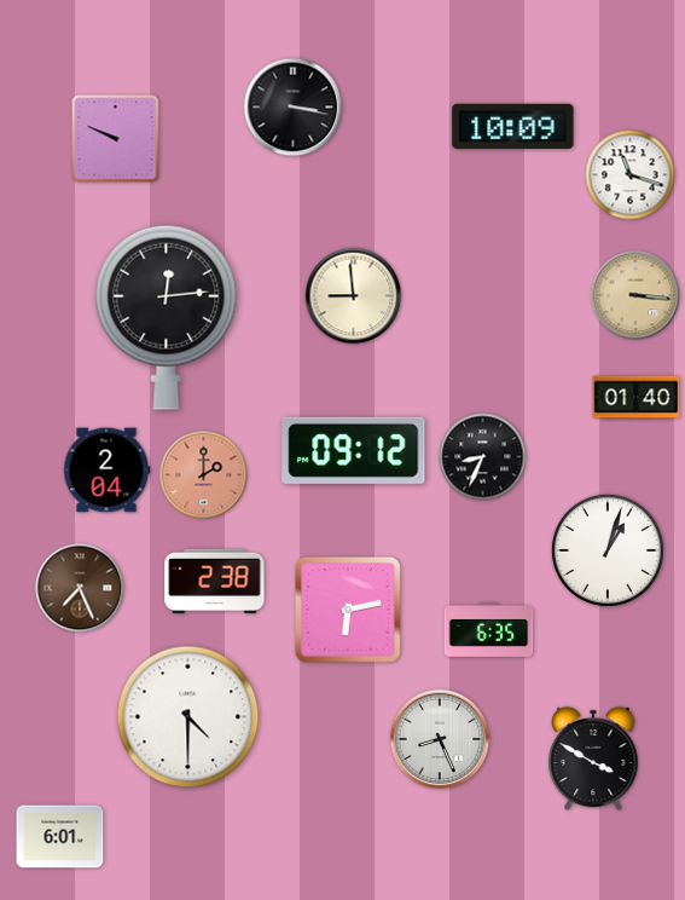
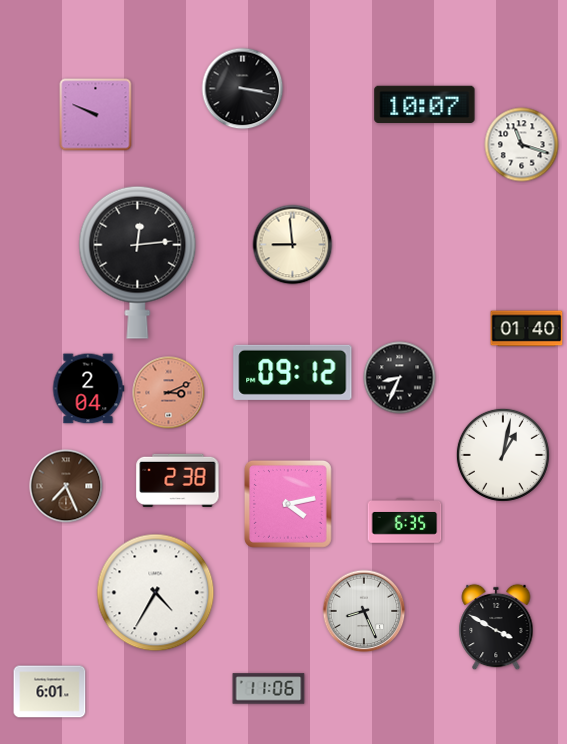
clock at (513, 126): 10:09 -> 10:07
clock at (635, 295): 3:16 -> none
clock at (204, 475): 2:00 -> 3:11
clock at (608, 550): 1:03 -> 1:02
clock at (348, 610): 6:13 -> 4:13
clock at (188, 717): 4:30 -> 4:35
clock at (593, 758) position: (593, 758) -> (496, 627)
clock at (269, 689): none -> 11:06
